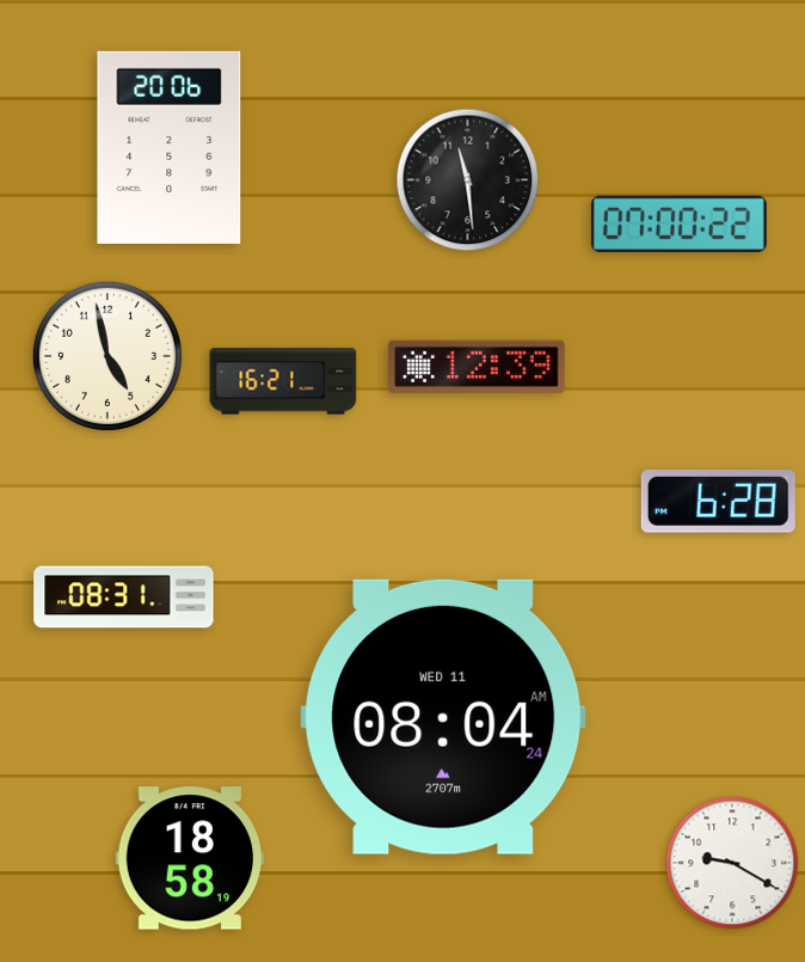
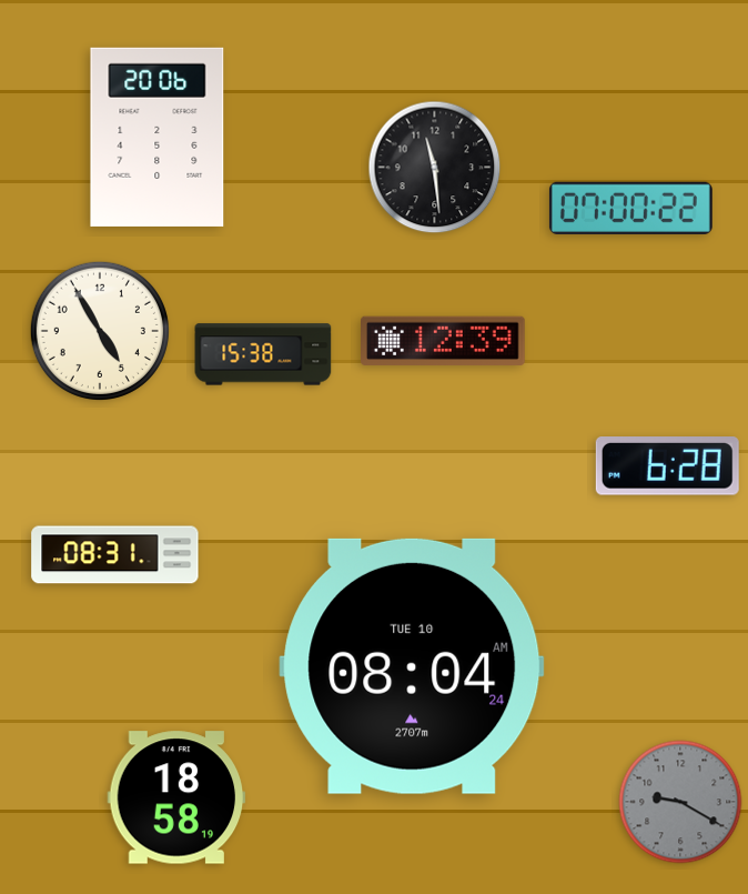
clock at (107, 356): 4:58 -> 4:55
clock at (283, 381): 16:21 -> 15:38
clock at (443, 717) date: WED 11 -> TUE 10
clock at (732, 863) dial: white -> grey
